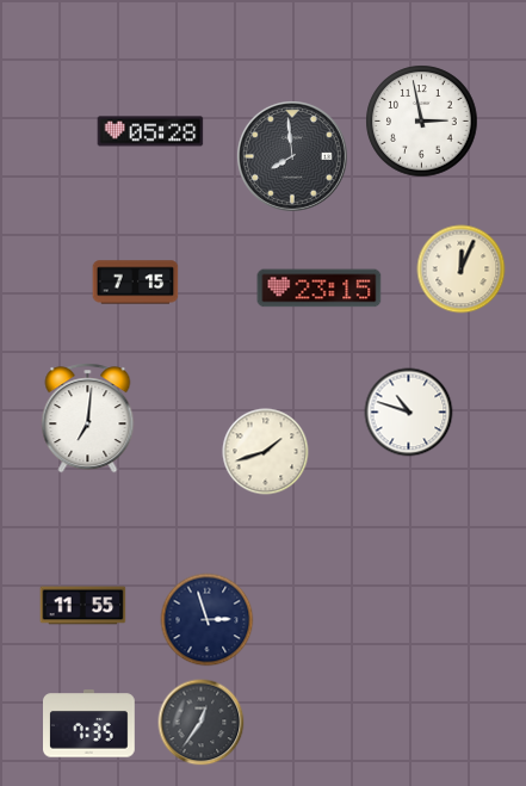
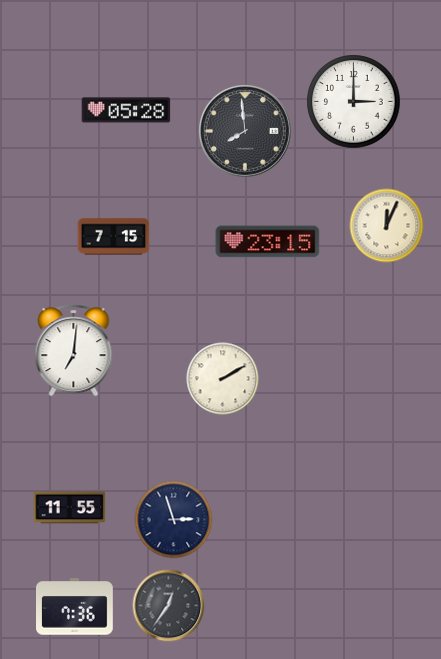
clock at (422, 122): 2:58 -> 3:00
clock at (409, 413): 10:48 -> none
clock at (266, 452): 1:42 -> 2:10
clock at (89, 724): 7:35 -> 7:36
